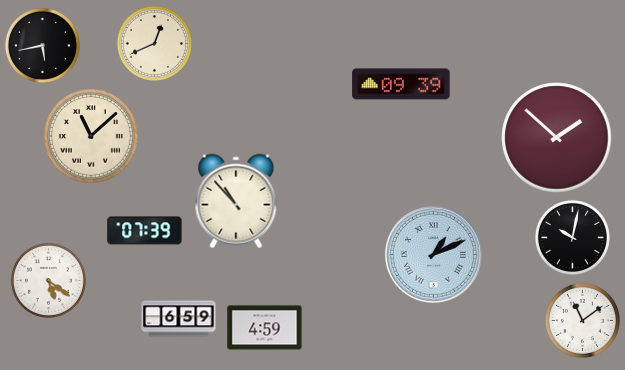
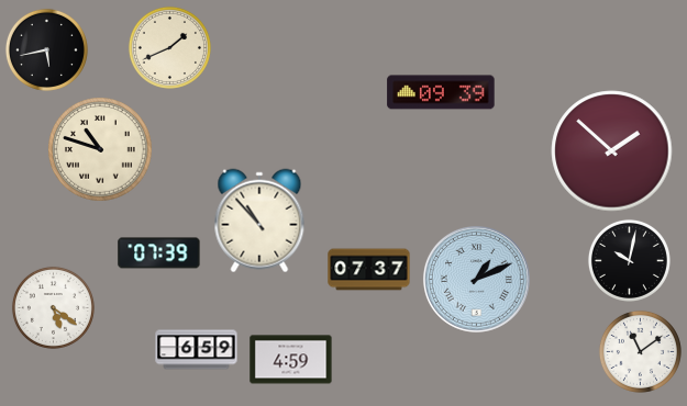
clock at (154, 43): 12:41 -> 1:41
clock at (91, 136): 11:08 -> 10:48
clock at (369, 270): none -> 07:37
